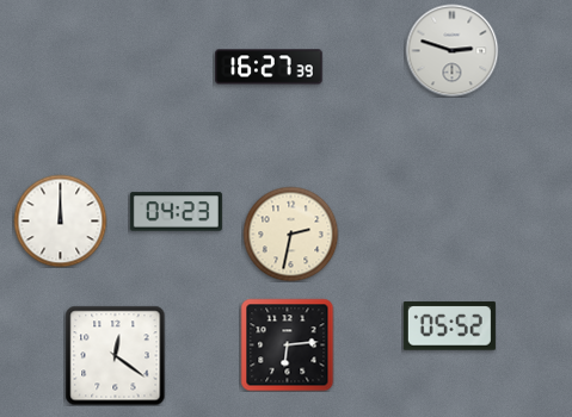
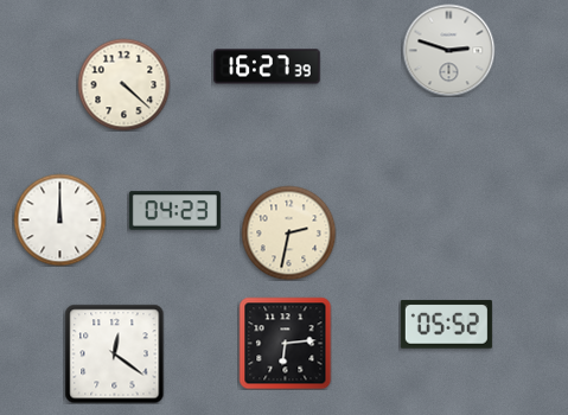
clock at (123, 84): none -> 4:22
